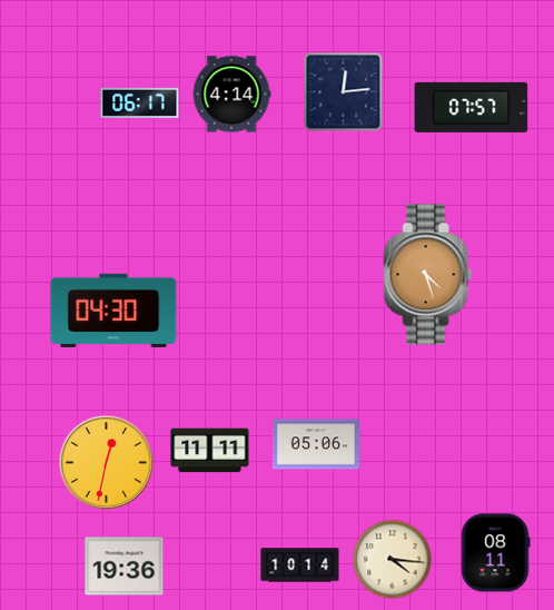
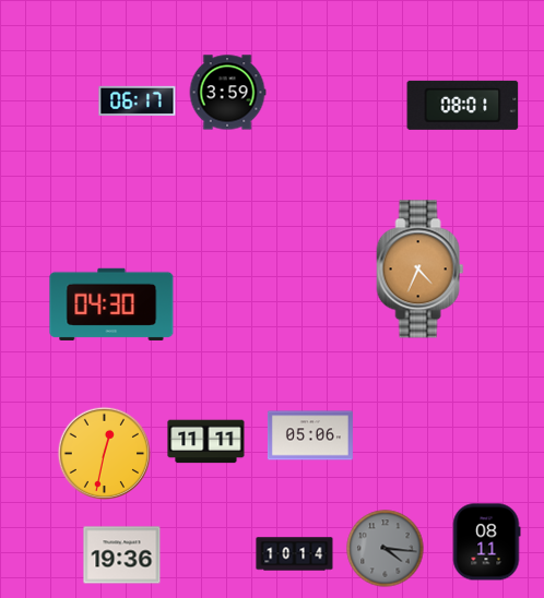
clock at (344, 92): 12:14 -> none
clock at (231, 95): 4:14 -> 3:59
clock at (472, 107): 07:57 -> 08:01
clock at (428, 275): 4:27 -> 4:34
clock at (393, 560) dial: cream -> grey
